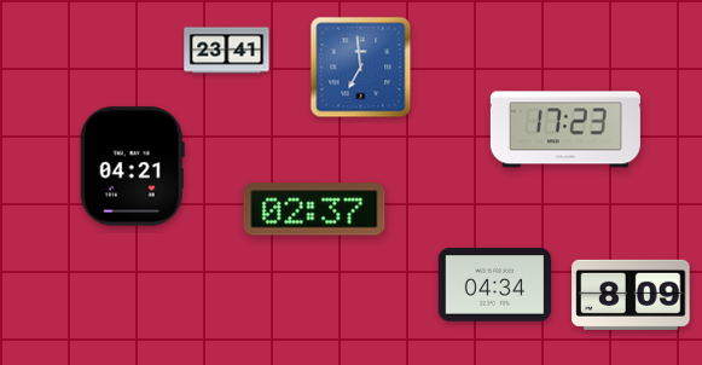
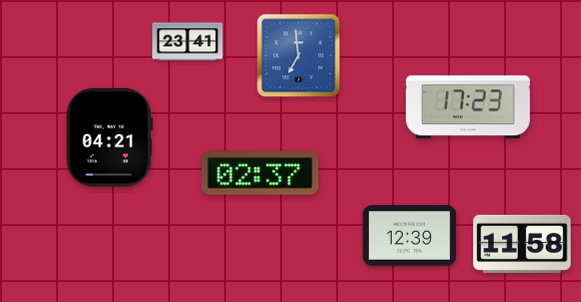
clock at (494, 285): 04:34 -> 12:39
clock at (631, 295): 8:09 -> 11:58
